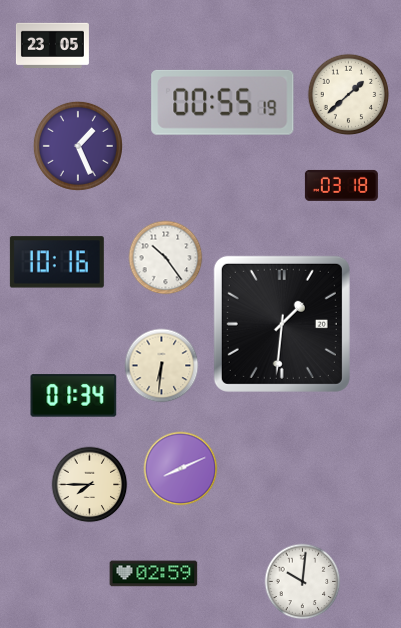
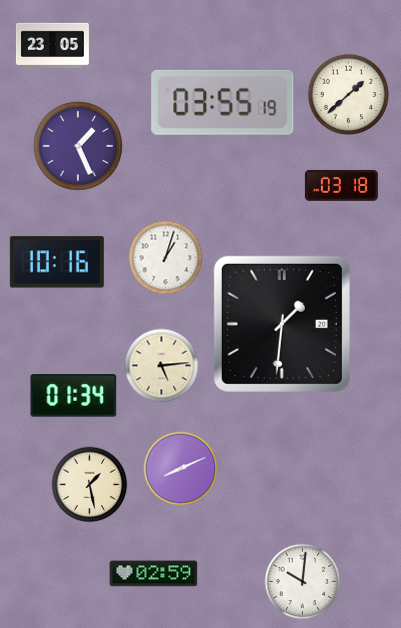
clock at (223, 102): 00:55 -> 03:55
clock at (166, 258): 10:24 -> 1:03
clock at (162, 366): 6:31 -> 5:14
clock at (90, 485): 7:45 -> 1:28
